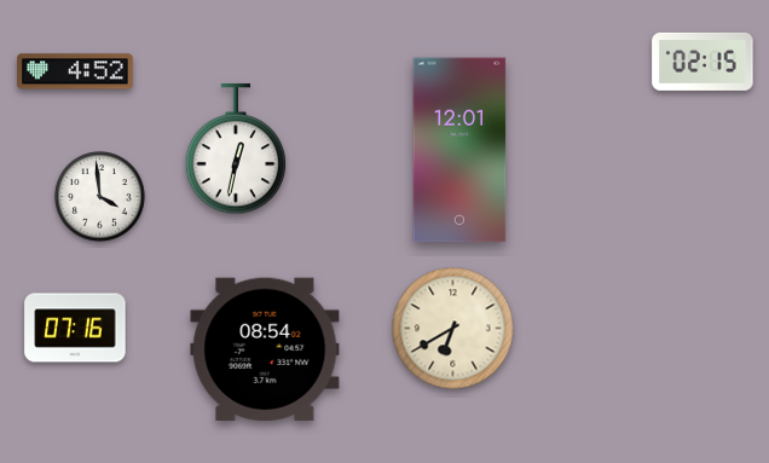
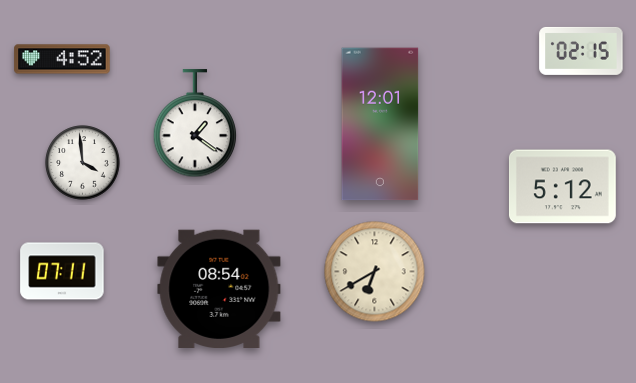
clock at (236, 150): 12:32 -> 1:21
clock at (562, 187): none -> 5:12
clock at (75, 328): 07:16 -> 07:11
